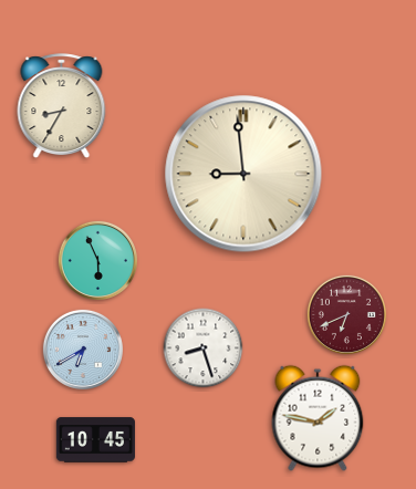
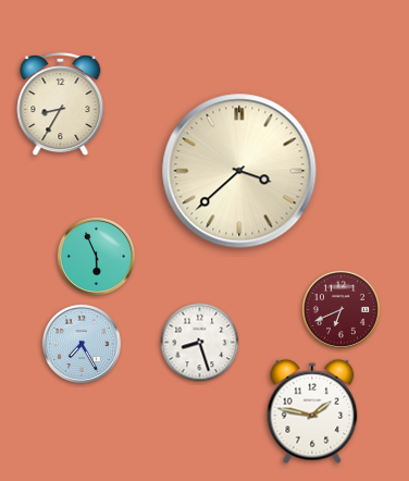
clock at (243, 174): 8:59 -> 3:38
clock at (83, 350): 6:40 -> 7:25
clock at (95, 440): 10:45 -> none
